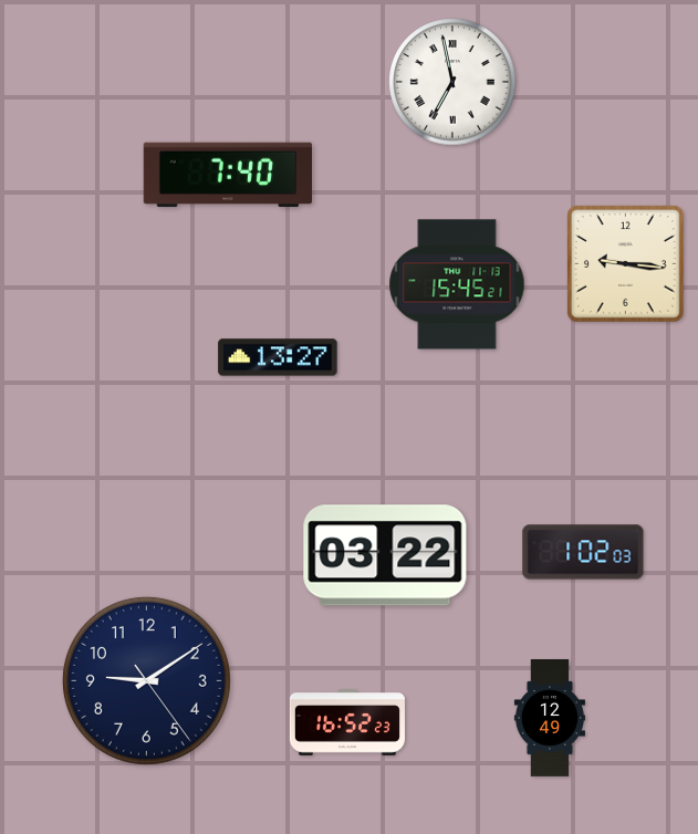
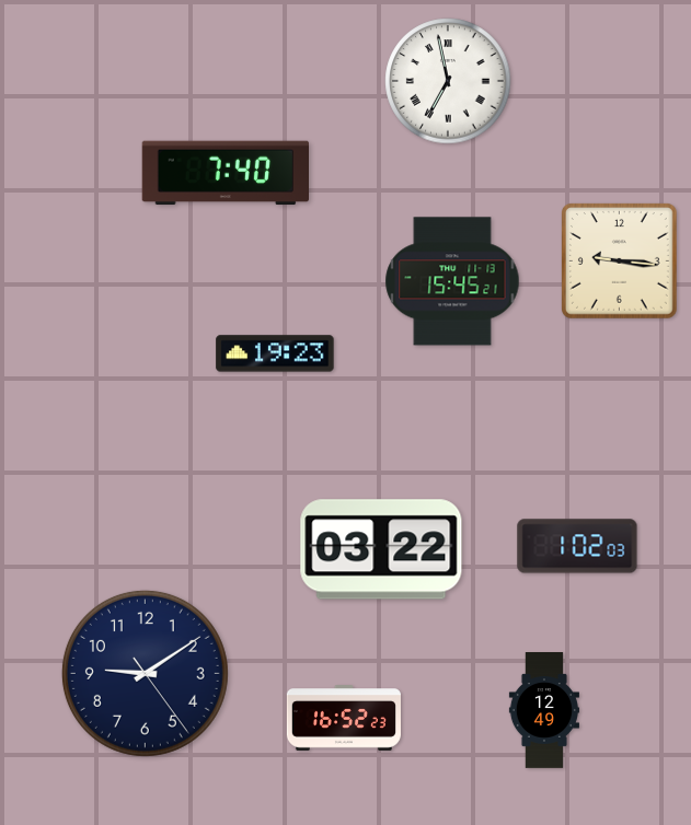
clock at (278, 357): 13:27 -> 19:23
clock at (347, 723) position: (347, 723) -> (344, 719)
